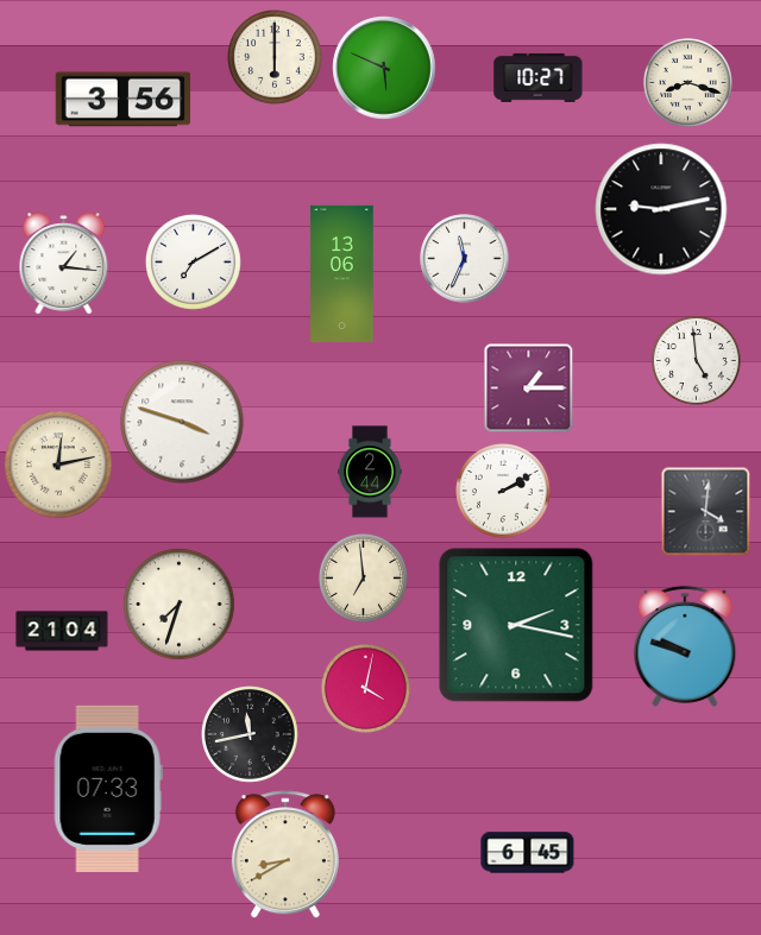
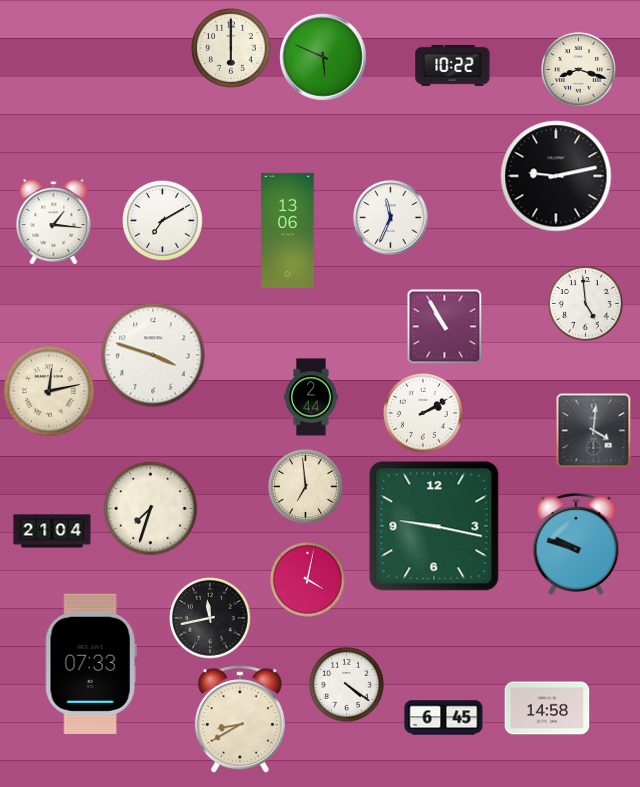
clock at (539, 77): 10:27 -> 10:22
clock at (124, 100): 3:56 -> none
clock at (529, 388): 1:15 -> 10:55
clock at (516, 625): 2:17 -> 9:17
clock at (346, 684): none -> 4:21
clock at (547, 708): none -> 14:58
